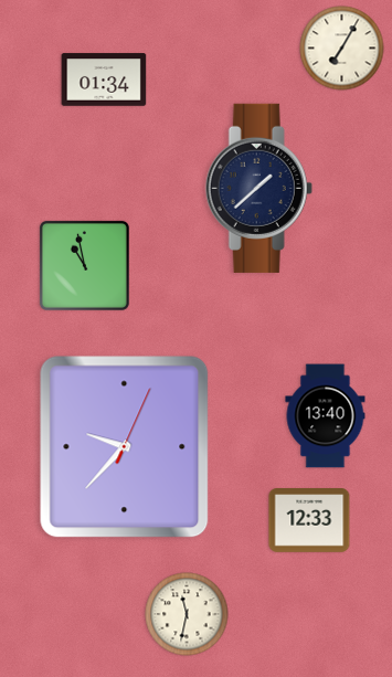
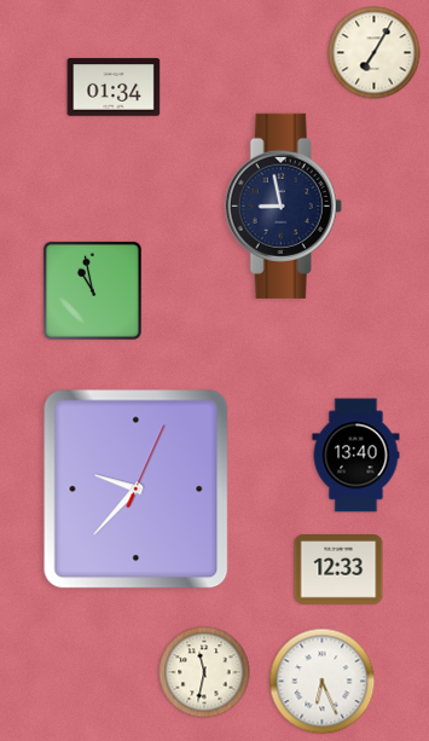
clock at (258, 188): 1:38 -> 8:58
clock at (323, 682): none -> 6:26
